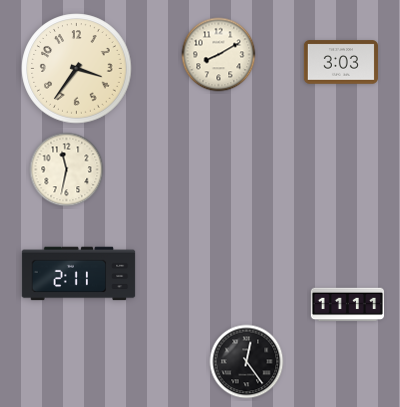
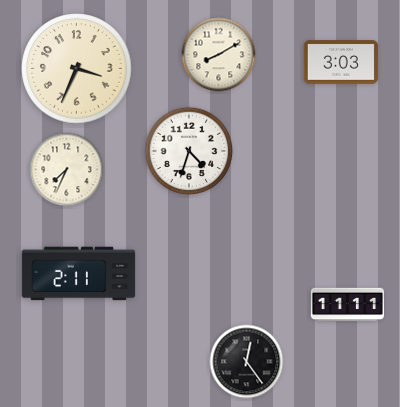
clock at (77, 69): 3:36 -> 3:34
clock at (189, 151): none -> 4:33
clock at (67, 170): 11:32 -> 7:34
